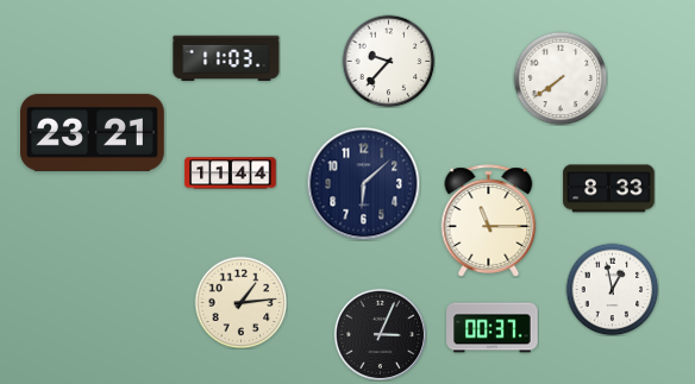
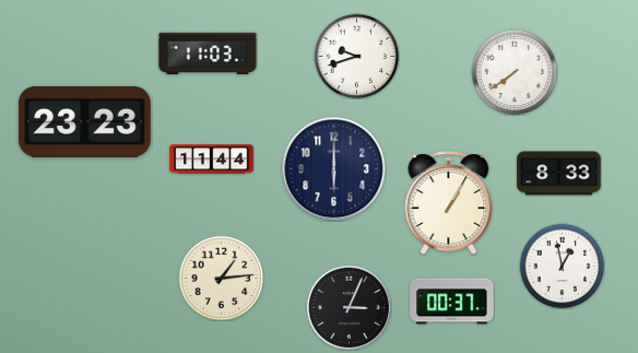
clock at (388, 61): 9:37 -> 9:42
clock at (93, 132): 23:21 -> 23:23
clock at (363, 183): 6:08 -> 6:00
clock at (489, 221): 11:15 -> 1:05
